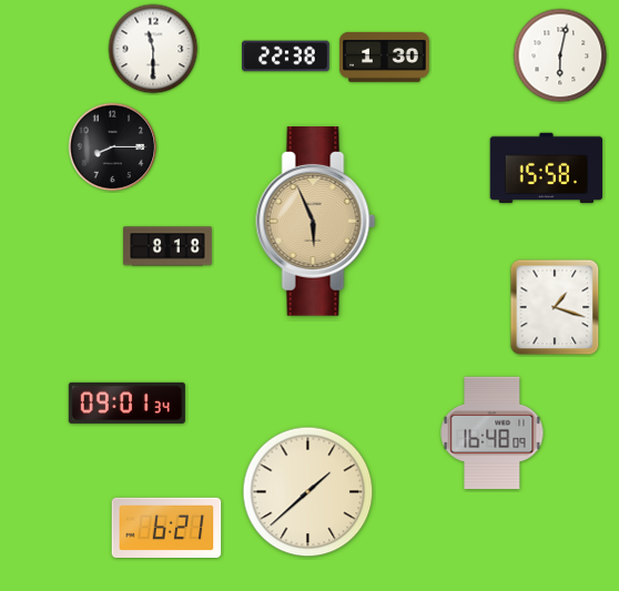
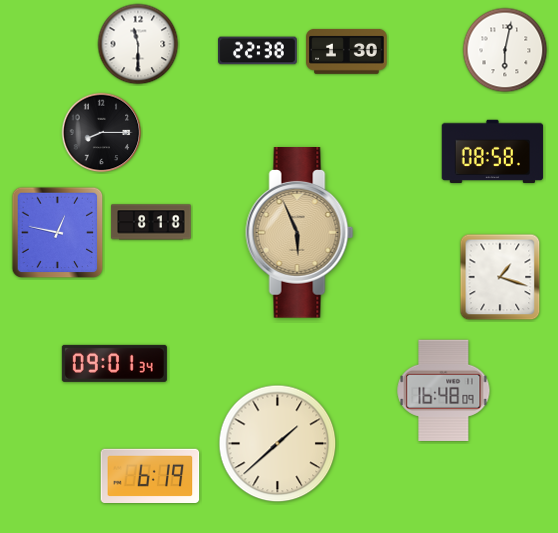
clock at (547, 169): 15:58 -> 08:58
clock at (316, 222) position: (316, 222) -> (300, 233)
clock at (58, 233): none -> 12:47
clock at (166, 527): 6:21 -> 6:19
